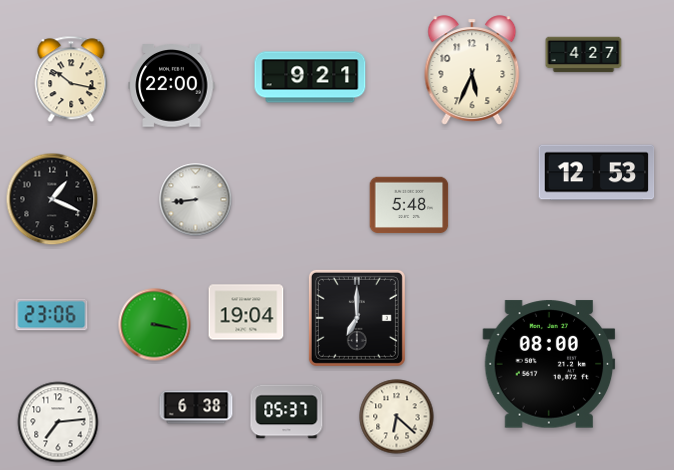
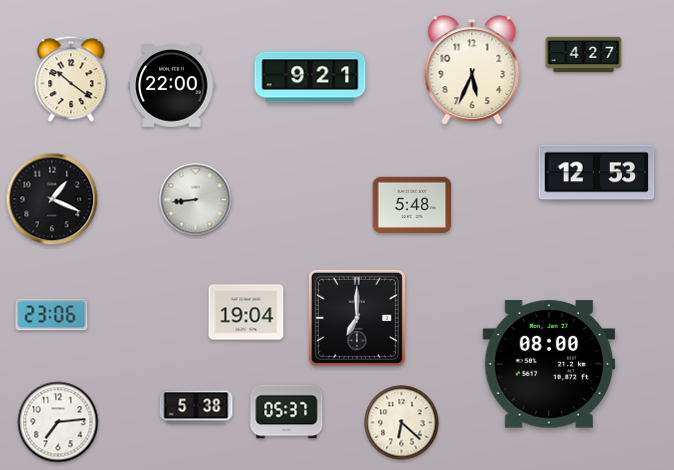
clock at (71, 79): 10:17 -> 10:21
clock at (409, 205) position: (409, 205) -> (412, 205)
clock at (155, 325): 3:17 -> none
clock at (196, 407): 6:38 -> 5:38
clock at (397, 417) position: (397, 417) -> (402, 423)
